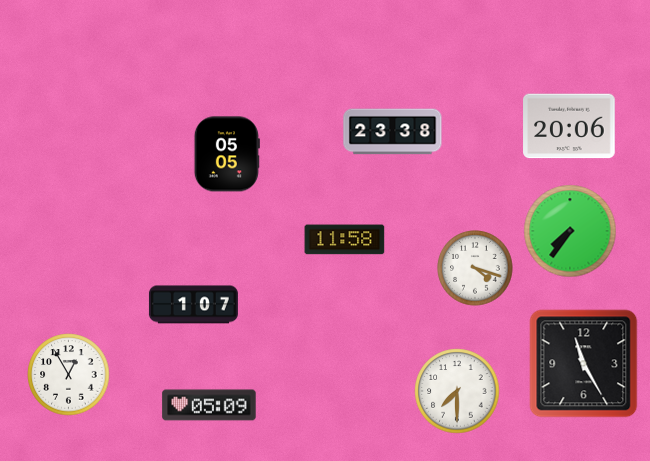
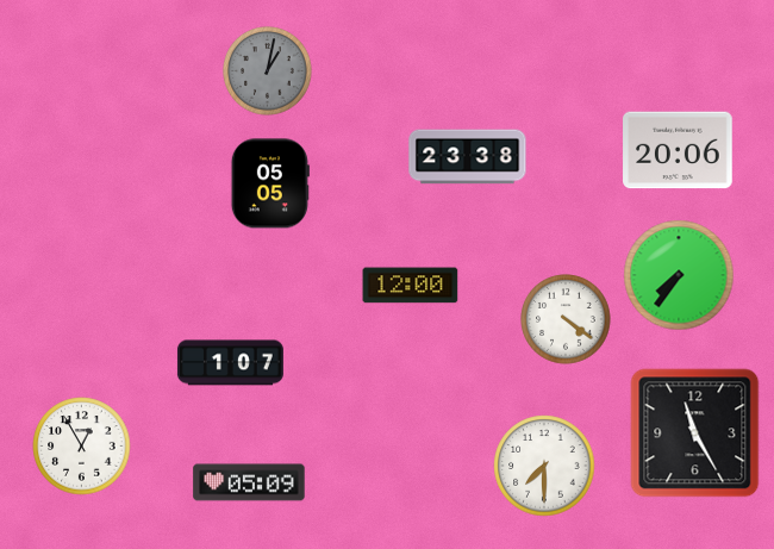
clock at (268, 71): none -> 1:02
clock at (345, 240): 11:58 -> 12:00
clock at (475, 268): 4:18 -> 4:21
